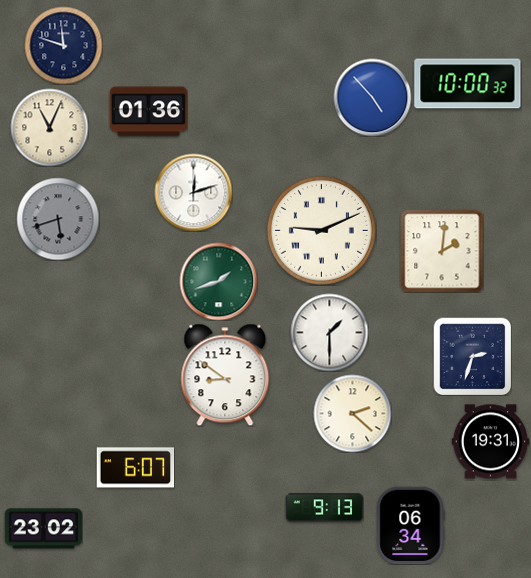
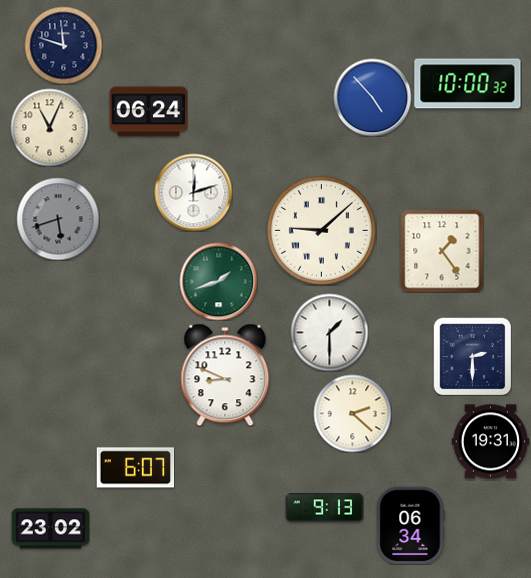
clock at (148, 112): 01:36 -> 06:24
clock at (321, 230): 9:11 -> 9:08
clock at (442, 251): 2:01 -> 1:24
clock at (472, 356): 2:33 -> 2:30
clock at (225, 375): 8:51 -> 8:49
clock at (43, 529) position: (43, 529) -> (50, 529)
